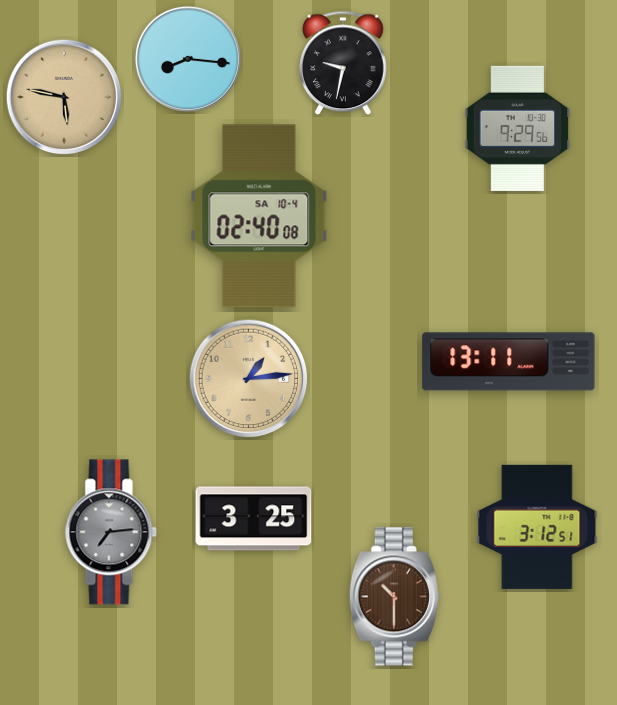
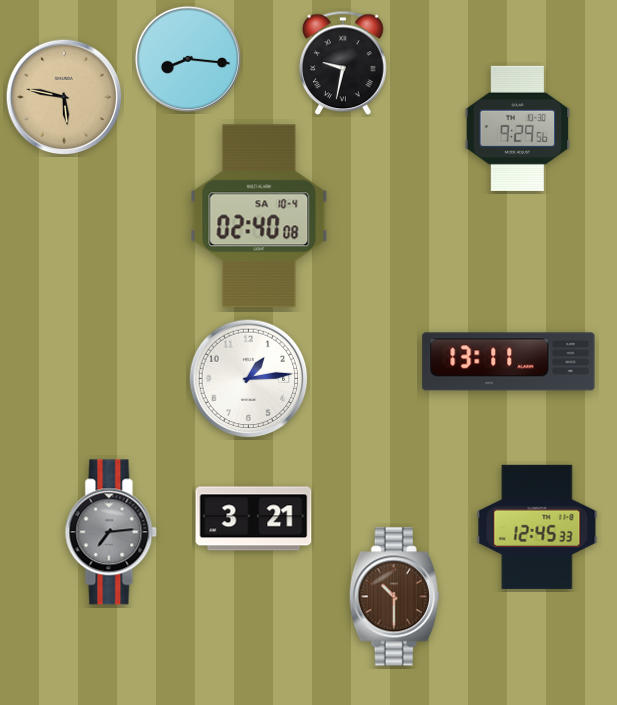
clock at (249, 379) dial: champagne -> white
clock at (254, 519): 3:25 -> 3:21
clock at (537, 527): 3:12 -> 12:45
